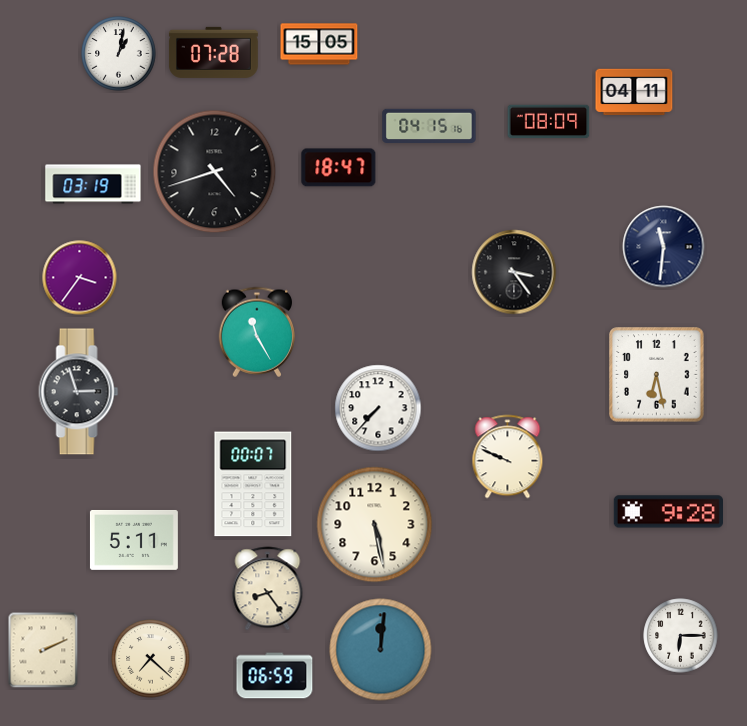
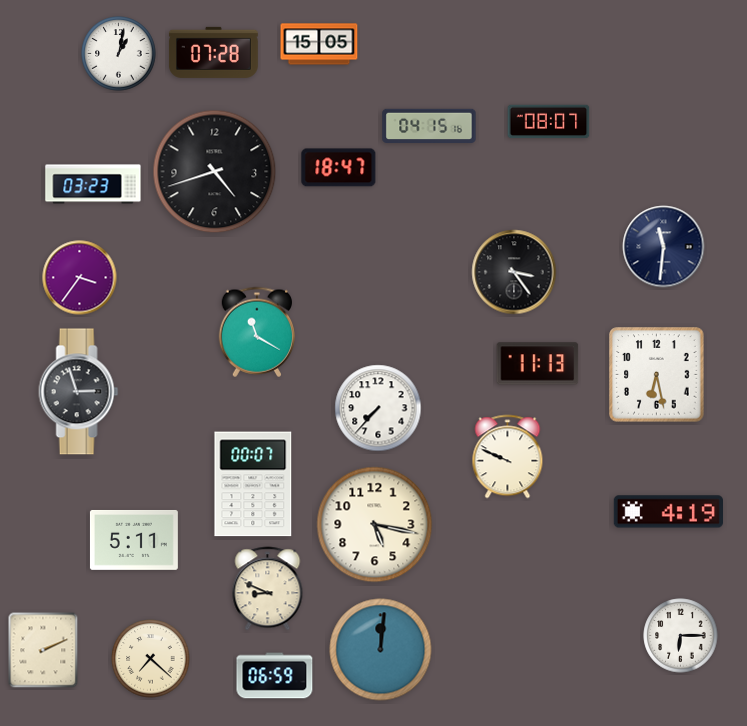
clock at (634, 92): 04:11 -> none
clock at (549, 122): 08:09 -> 08:07
clock at (93, 184): 03:19 -> 03:23
clock at (256, 332): 11:25 -> 11:20
clock at (538, 364): none -> 11:13
clock at (668, 512): 9:28 -> 4:19
clock at (375, 525): 5:28 -> 5:17
clock at (268, 589): 8:24 -> 8:49
